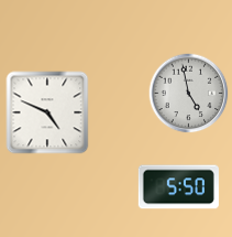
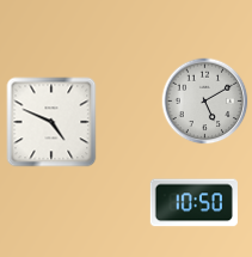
clock at (189, 94): 4:58 -> 5:10
clock at (178, 187): 5:50 -> 10:50
